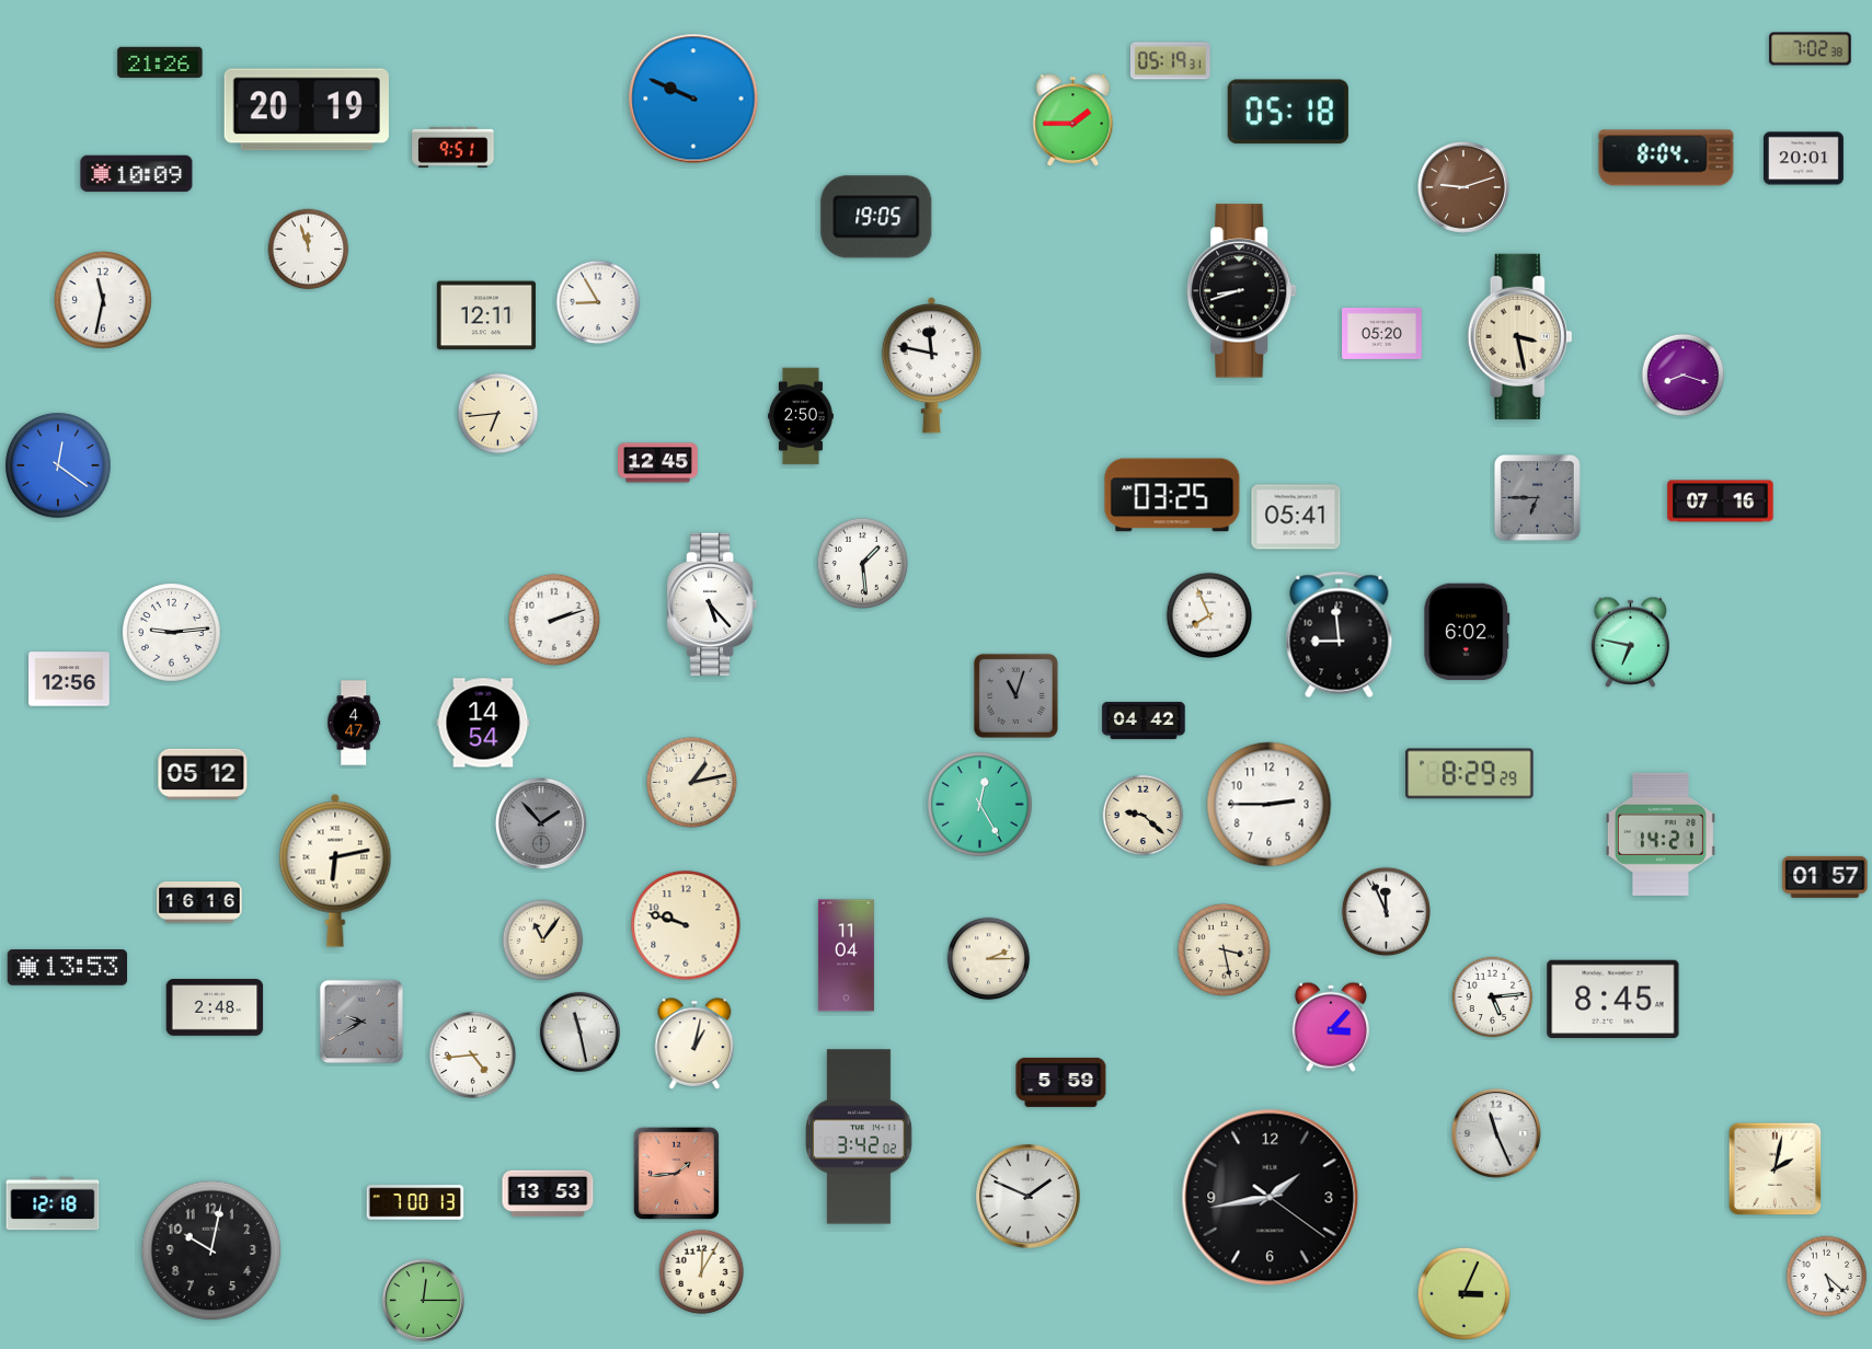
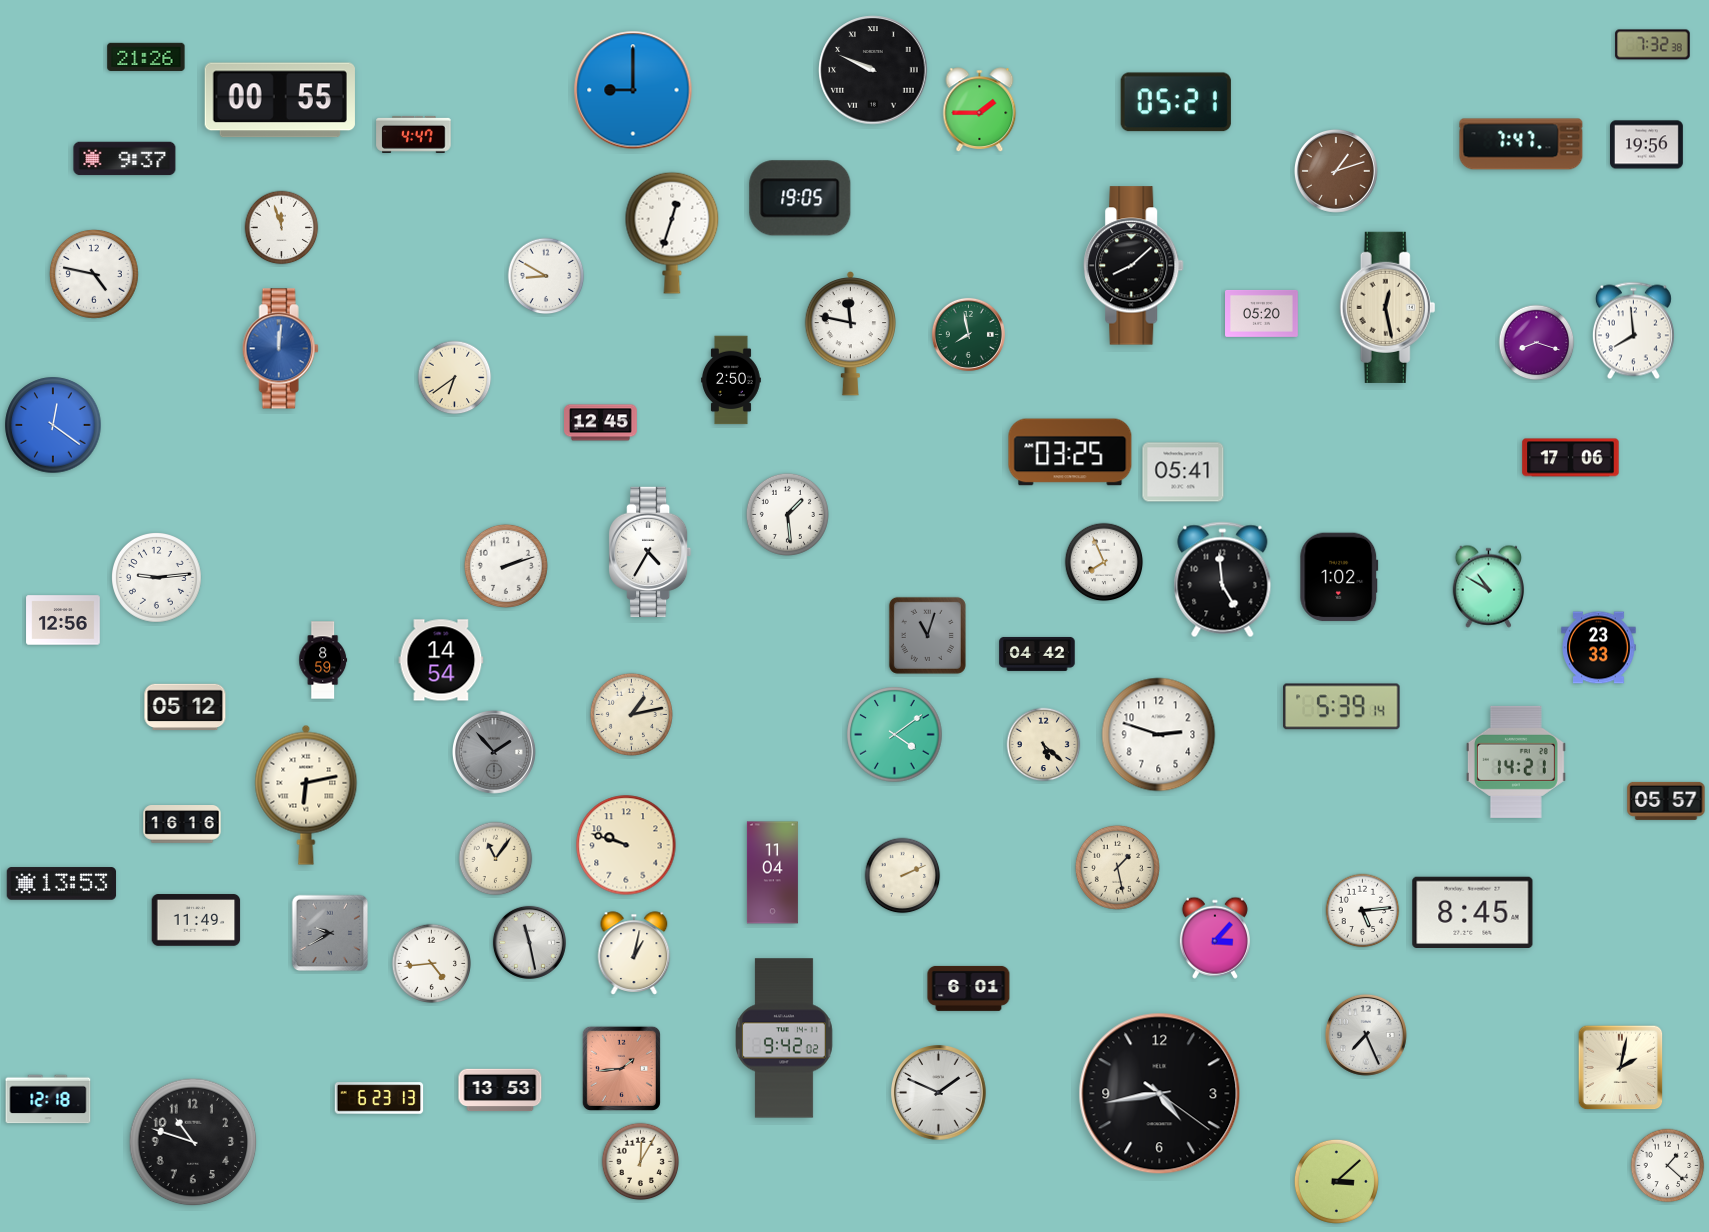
clock at (1811, 49): 7:02 -> 7:32
clock at (1170, 61): 05:19 -> none
clock at (873, 70): none -> 9:49
clock at (693, 99): 9:49 -> 9:00
clock at (307, 109): 20:19 -> 00:55
clock at (1288, 112): 05:18 -> 05:21
clock at (453, 147): 9:51 -> 4:47
clock at (1666, 158): 8:04 -> 7:47
clock at (1804, 159): 20:01 -> 19:56
clock at (137, 174): 10:09 -> 9:37
clock at (1463, 187): 9:12 -> 1:12
clock at (672, 233): none -> 12:33
clock at (1242, 291): 8:42 -> 8:08
clock at (104, 301): 11:32 -> 4:47
clock at (598, 302): 8:55 -> 8:50
clock at (486, 315): 12:11 -> none
clock at (1382, 333) position: (1382, 333) -> (1262, 313)
clock at (1520, 336): 3:28 -> 12:28
clock at (1633, 331): none -> 7:59
clock at (968, 334): none -> 7:58
clock at (280, 349): none -> 12:01
clock at (498, 414): 6:44 -> 6:39
clock at (1537, 497): 6:45 -> none
clock at (1721, 501): 07:16 -> 17:06
clock at (712, 603): 5:23 -> 4:35
clock at (1467, 632): 6:02 -> 1:02
clock at (1340, 635): 8:59 -> 4:59
clock at (1630, 642): 6:47 -> 10:50
clock at (1599, 648): none -> 23:33
clock at (1144, 720) position: (1144, 720) -> (1037, 654)
clock at (354, 723): 4:47 -> 8:59
clock at (1470, 774): 8:29 -> 5:39
clock at (980, 805): 12:25 -> 4:09
clock at (1270, 805): 2:45 -> 2:48
clock at (1144, 816): 9:22 -> 5:22
clock at (1825, 877): 01:57 -> 05:57
clock at (1386, 911): 11:56 -> none
clock at (1224, 949): 3:28 -> 1:28
clock at (989, 959): 2:15 -> 2:11
clock at (215, 1007): 2:48 -> 11:49
clock at (1061, 1082): 5:59 -> 6:01
clock at (1496, 1133): 11:26 -> 7:26
clock at (860, 1137): 3:42 -> 9:42
clock at (676, 1173) position: (676, 1173) -> (621, 1068)
clock at (1271, 1198): 1:43 -> 4:43
clock at (415, 1202): 7:00 -> 6:23
clock at (211, 1250): 10:02 -> 10:48
clock at (1827, 1277): 5:22 -> 1:22
clock at (1463, 1293): 3:04 -> 3:08
clock at (423, 1300): 12:15 -> none
